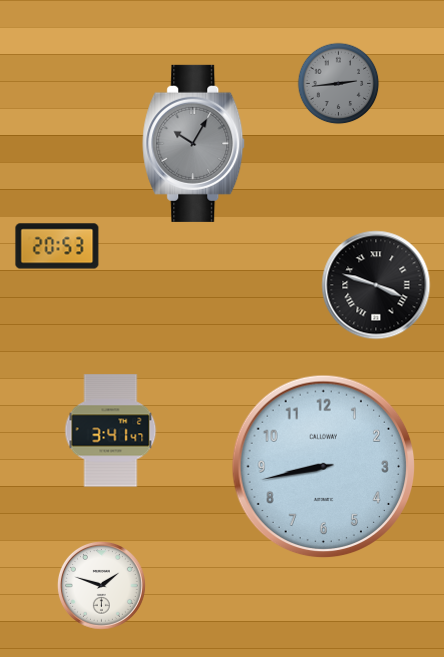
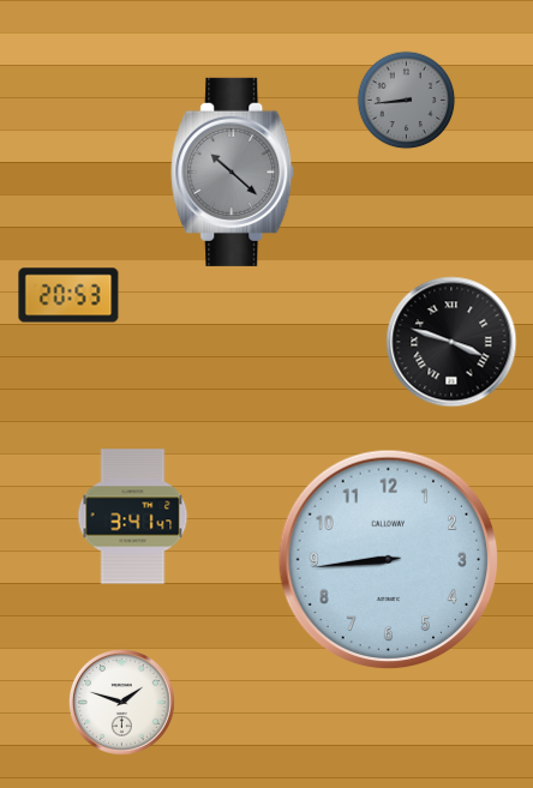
clock at (339, 84): 2:44 -> 8:44
clock at (194, 143): 10:05 -> 10:22
clock at (324, 467): 8:43 -> 8:44
